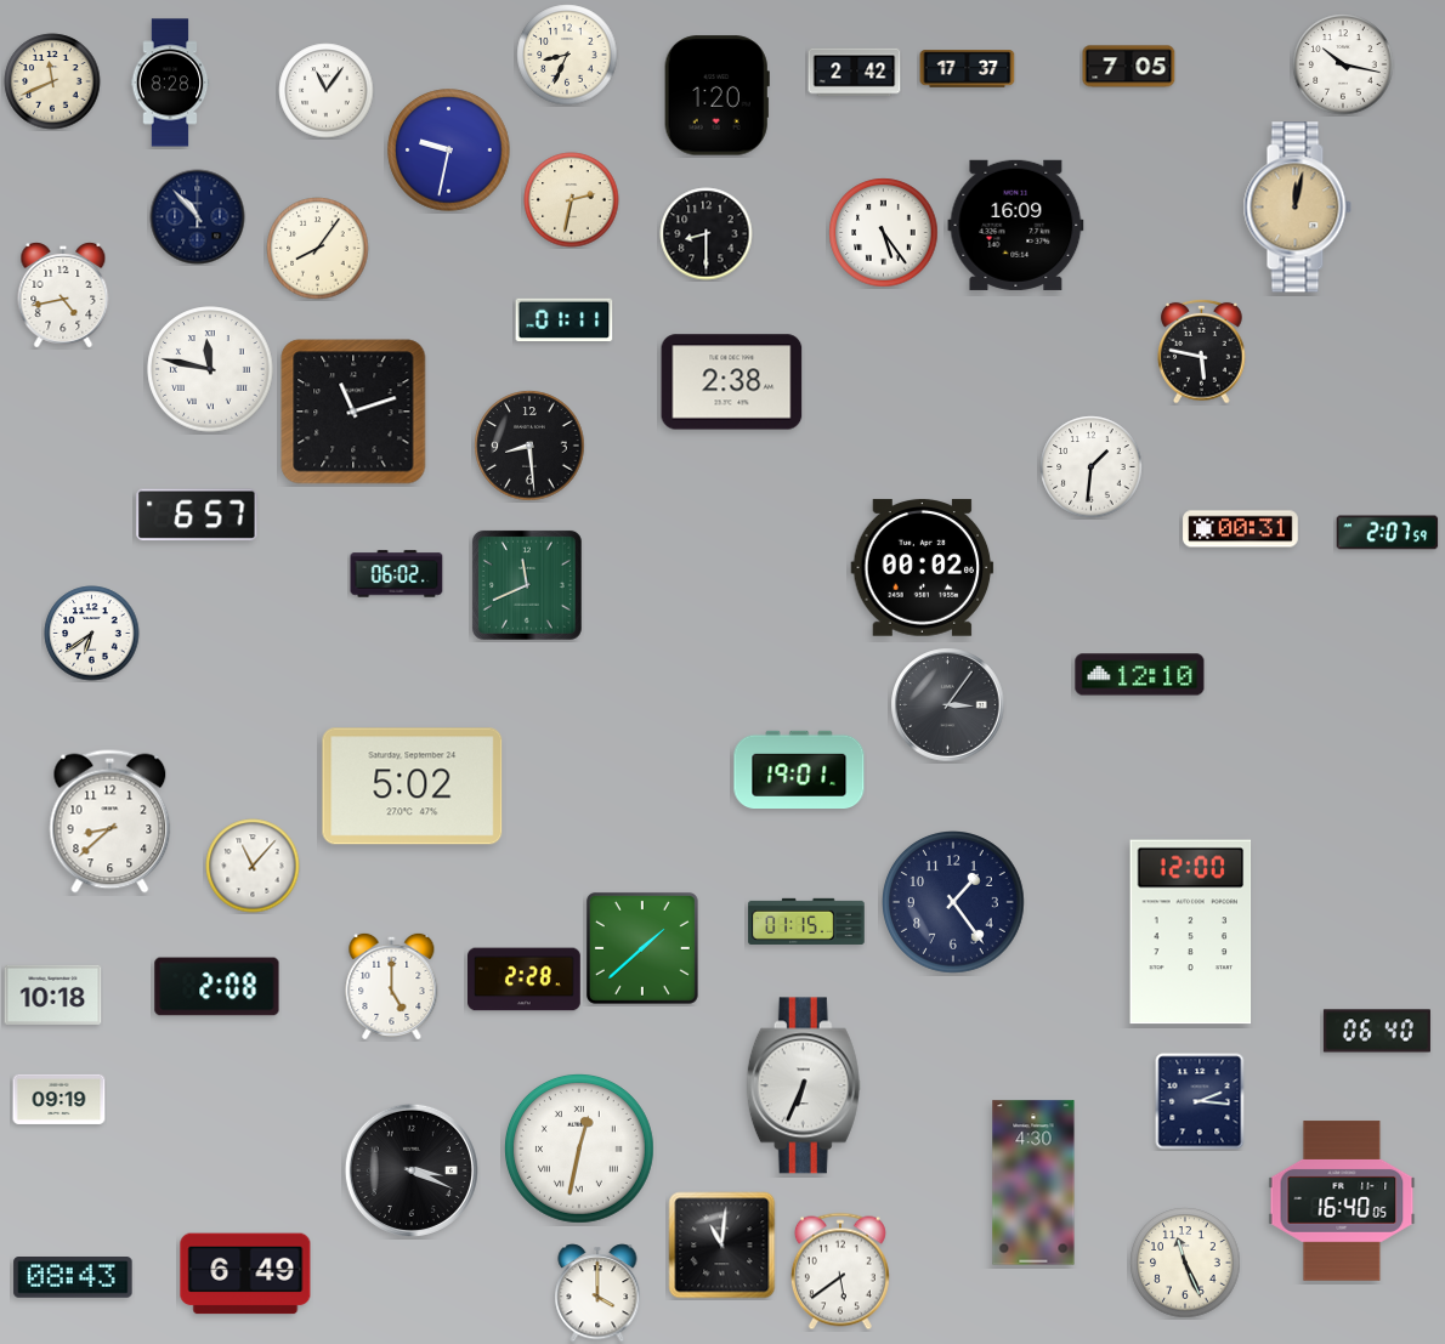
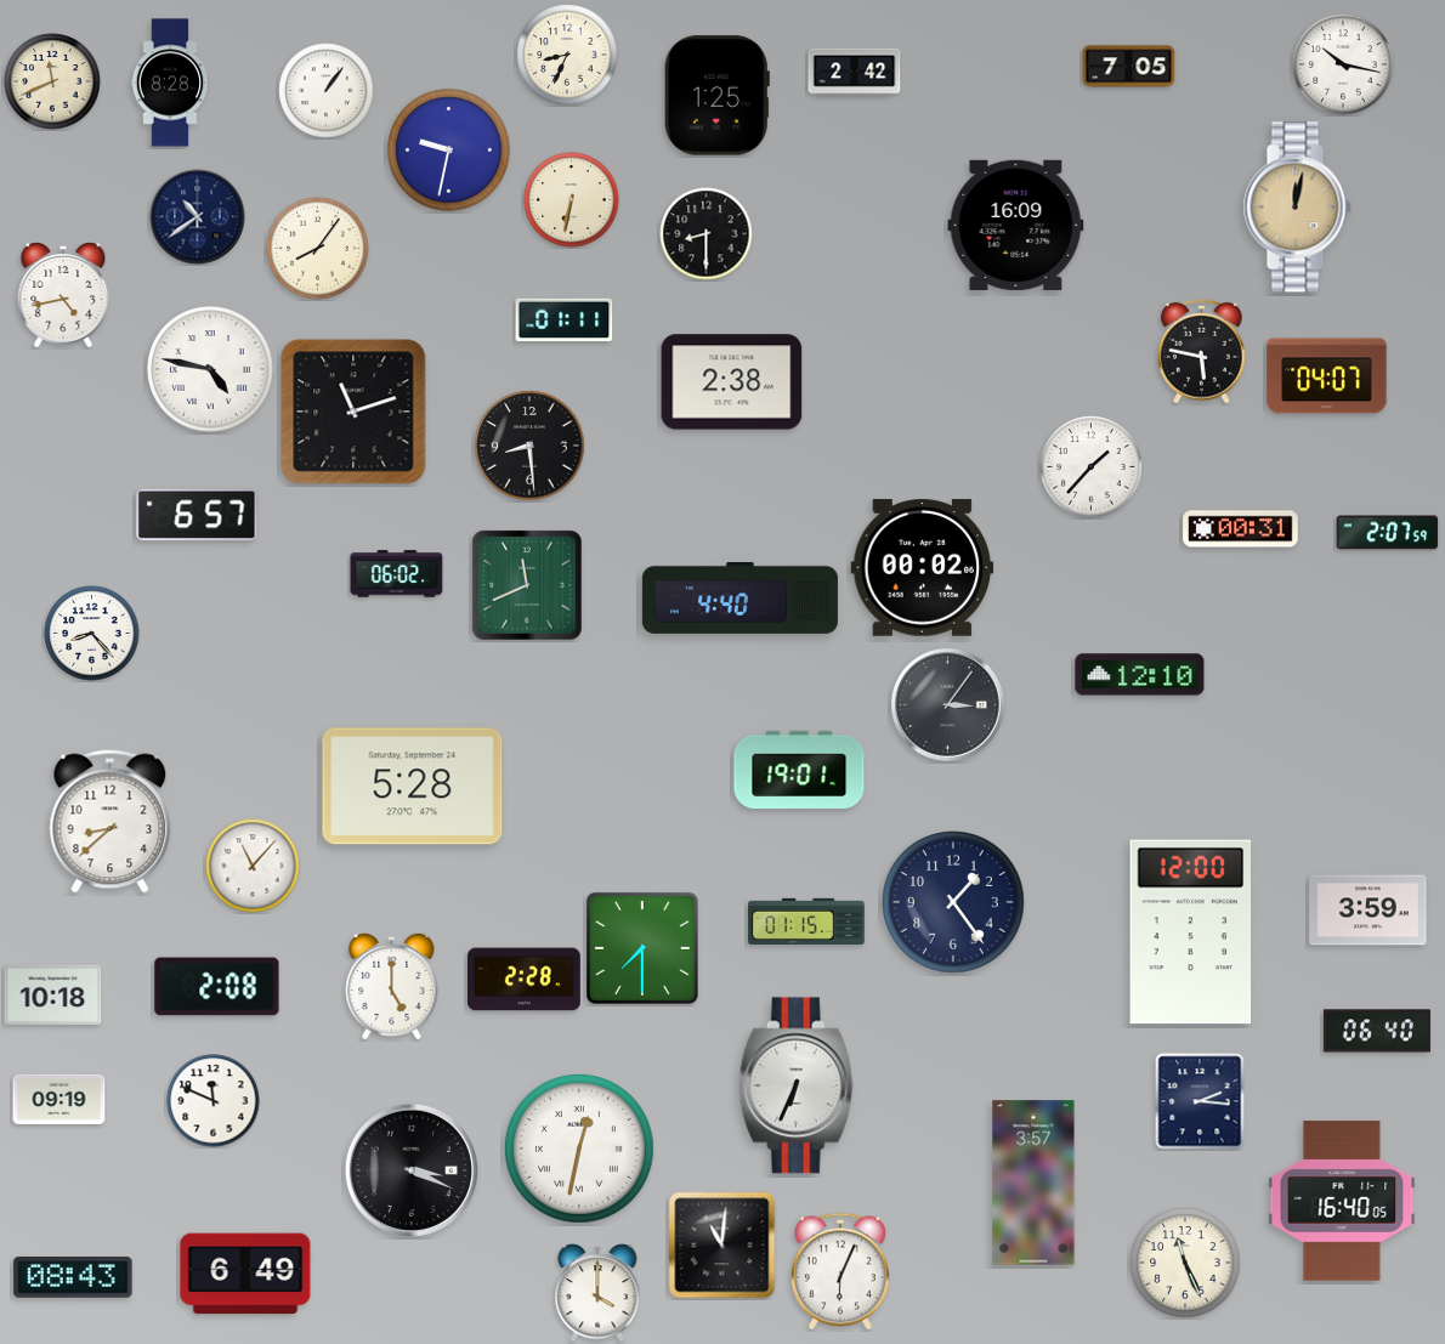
clock at (968, 69): 17:37 -> none
clock at (327, 91): 11:06 -> 1:06
clock at (716, 96): 1:20 -> 1:25
clock at (572, 200): 2:32 -> 6:32
clock at (198, 217): 10:53 -> 10:39
clock at (884, 233): 5:24 -> none
clock at (210, 369): 11:47 -> 4:47
clock at (1327, 376): none -> 04:07
clock at (1092, 467): 1:31 -> 1:37
clock at (739, 597): none -> 4:40
clock at (92, 634): 6:39 -> 8:23
clock at (413, 787): 5:02 -> 5:28
clock at (1368, 911): none -> 3:59
clock at (642, 948): 1:38 -> 7:30
clock at (804, 1085) position: (804, 1085) -> (797, 1085)
clock at (214, 1101): none -> 11:49
clock at (1033, 1183): 4:30 -> 3:57
clock at (840, 1271): 5:39 -> 6:04
